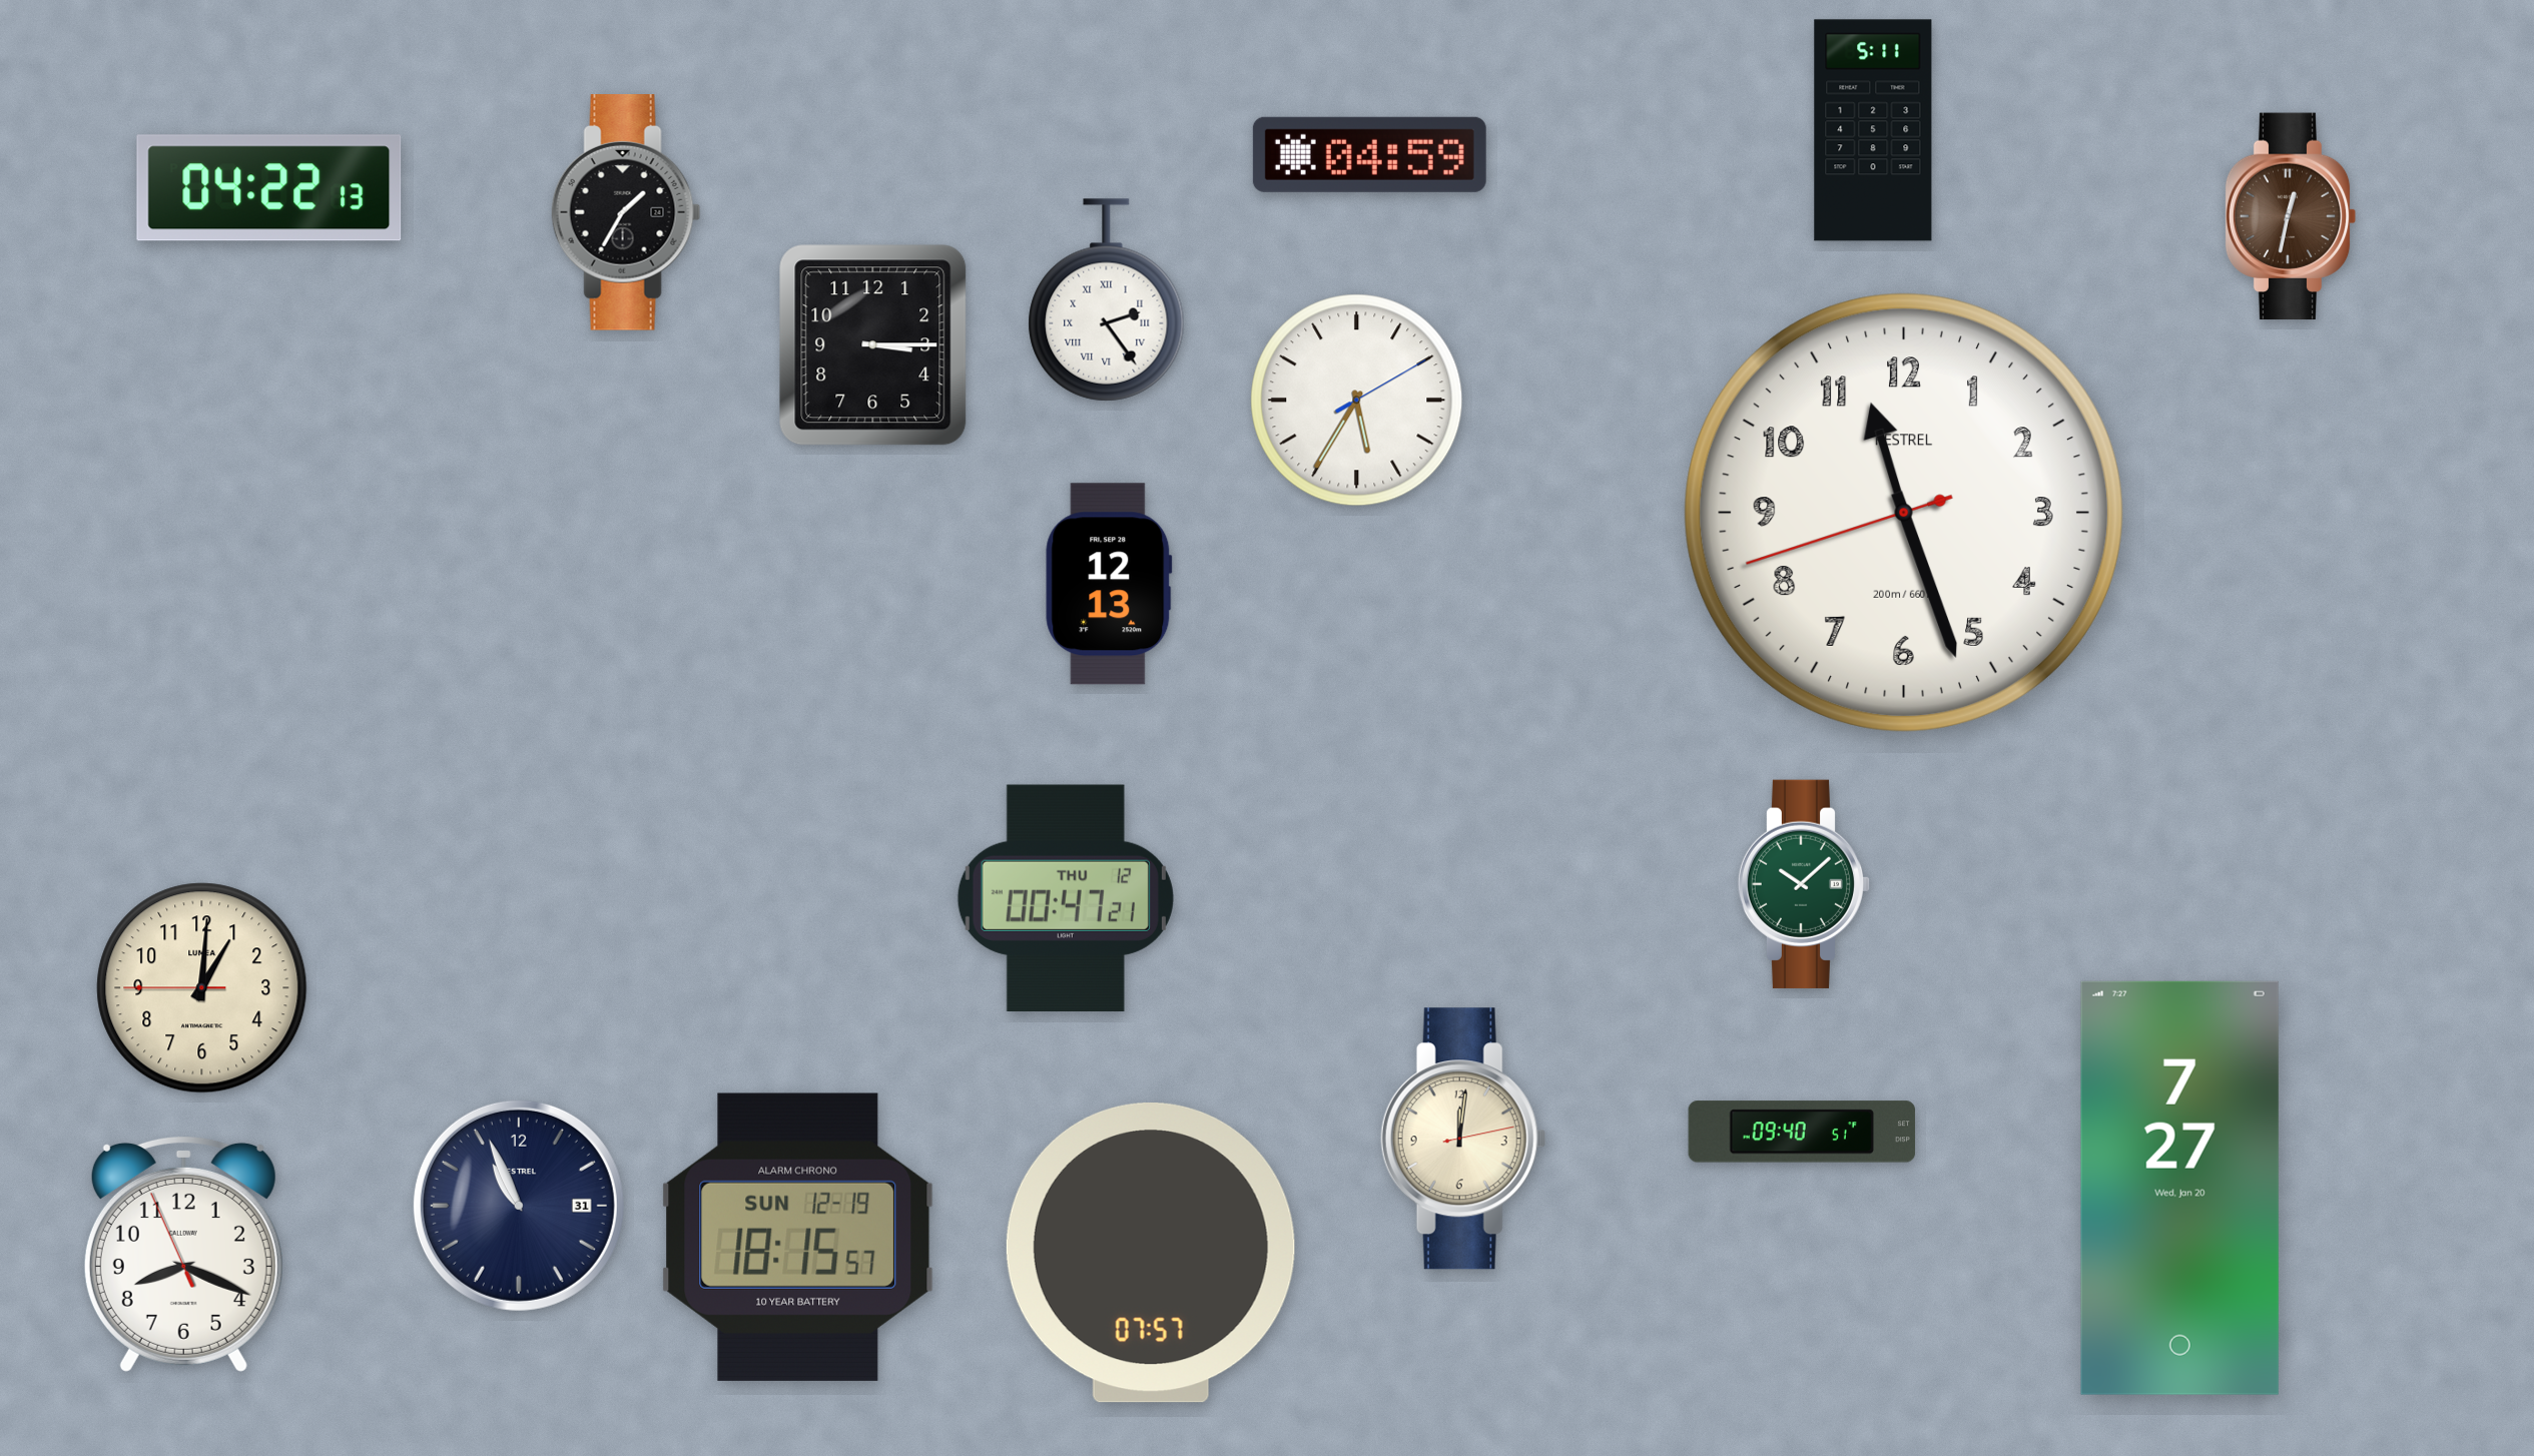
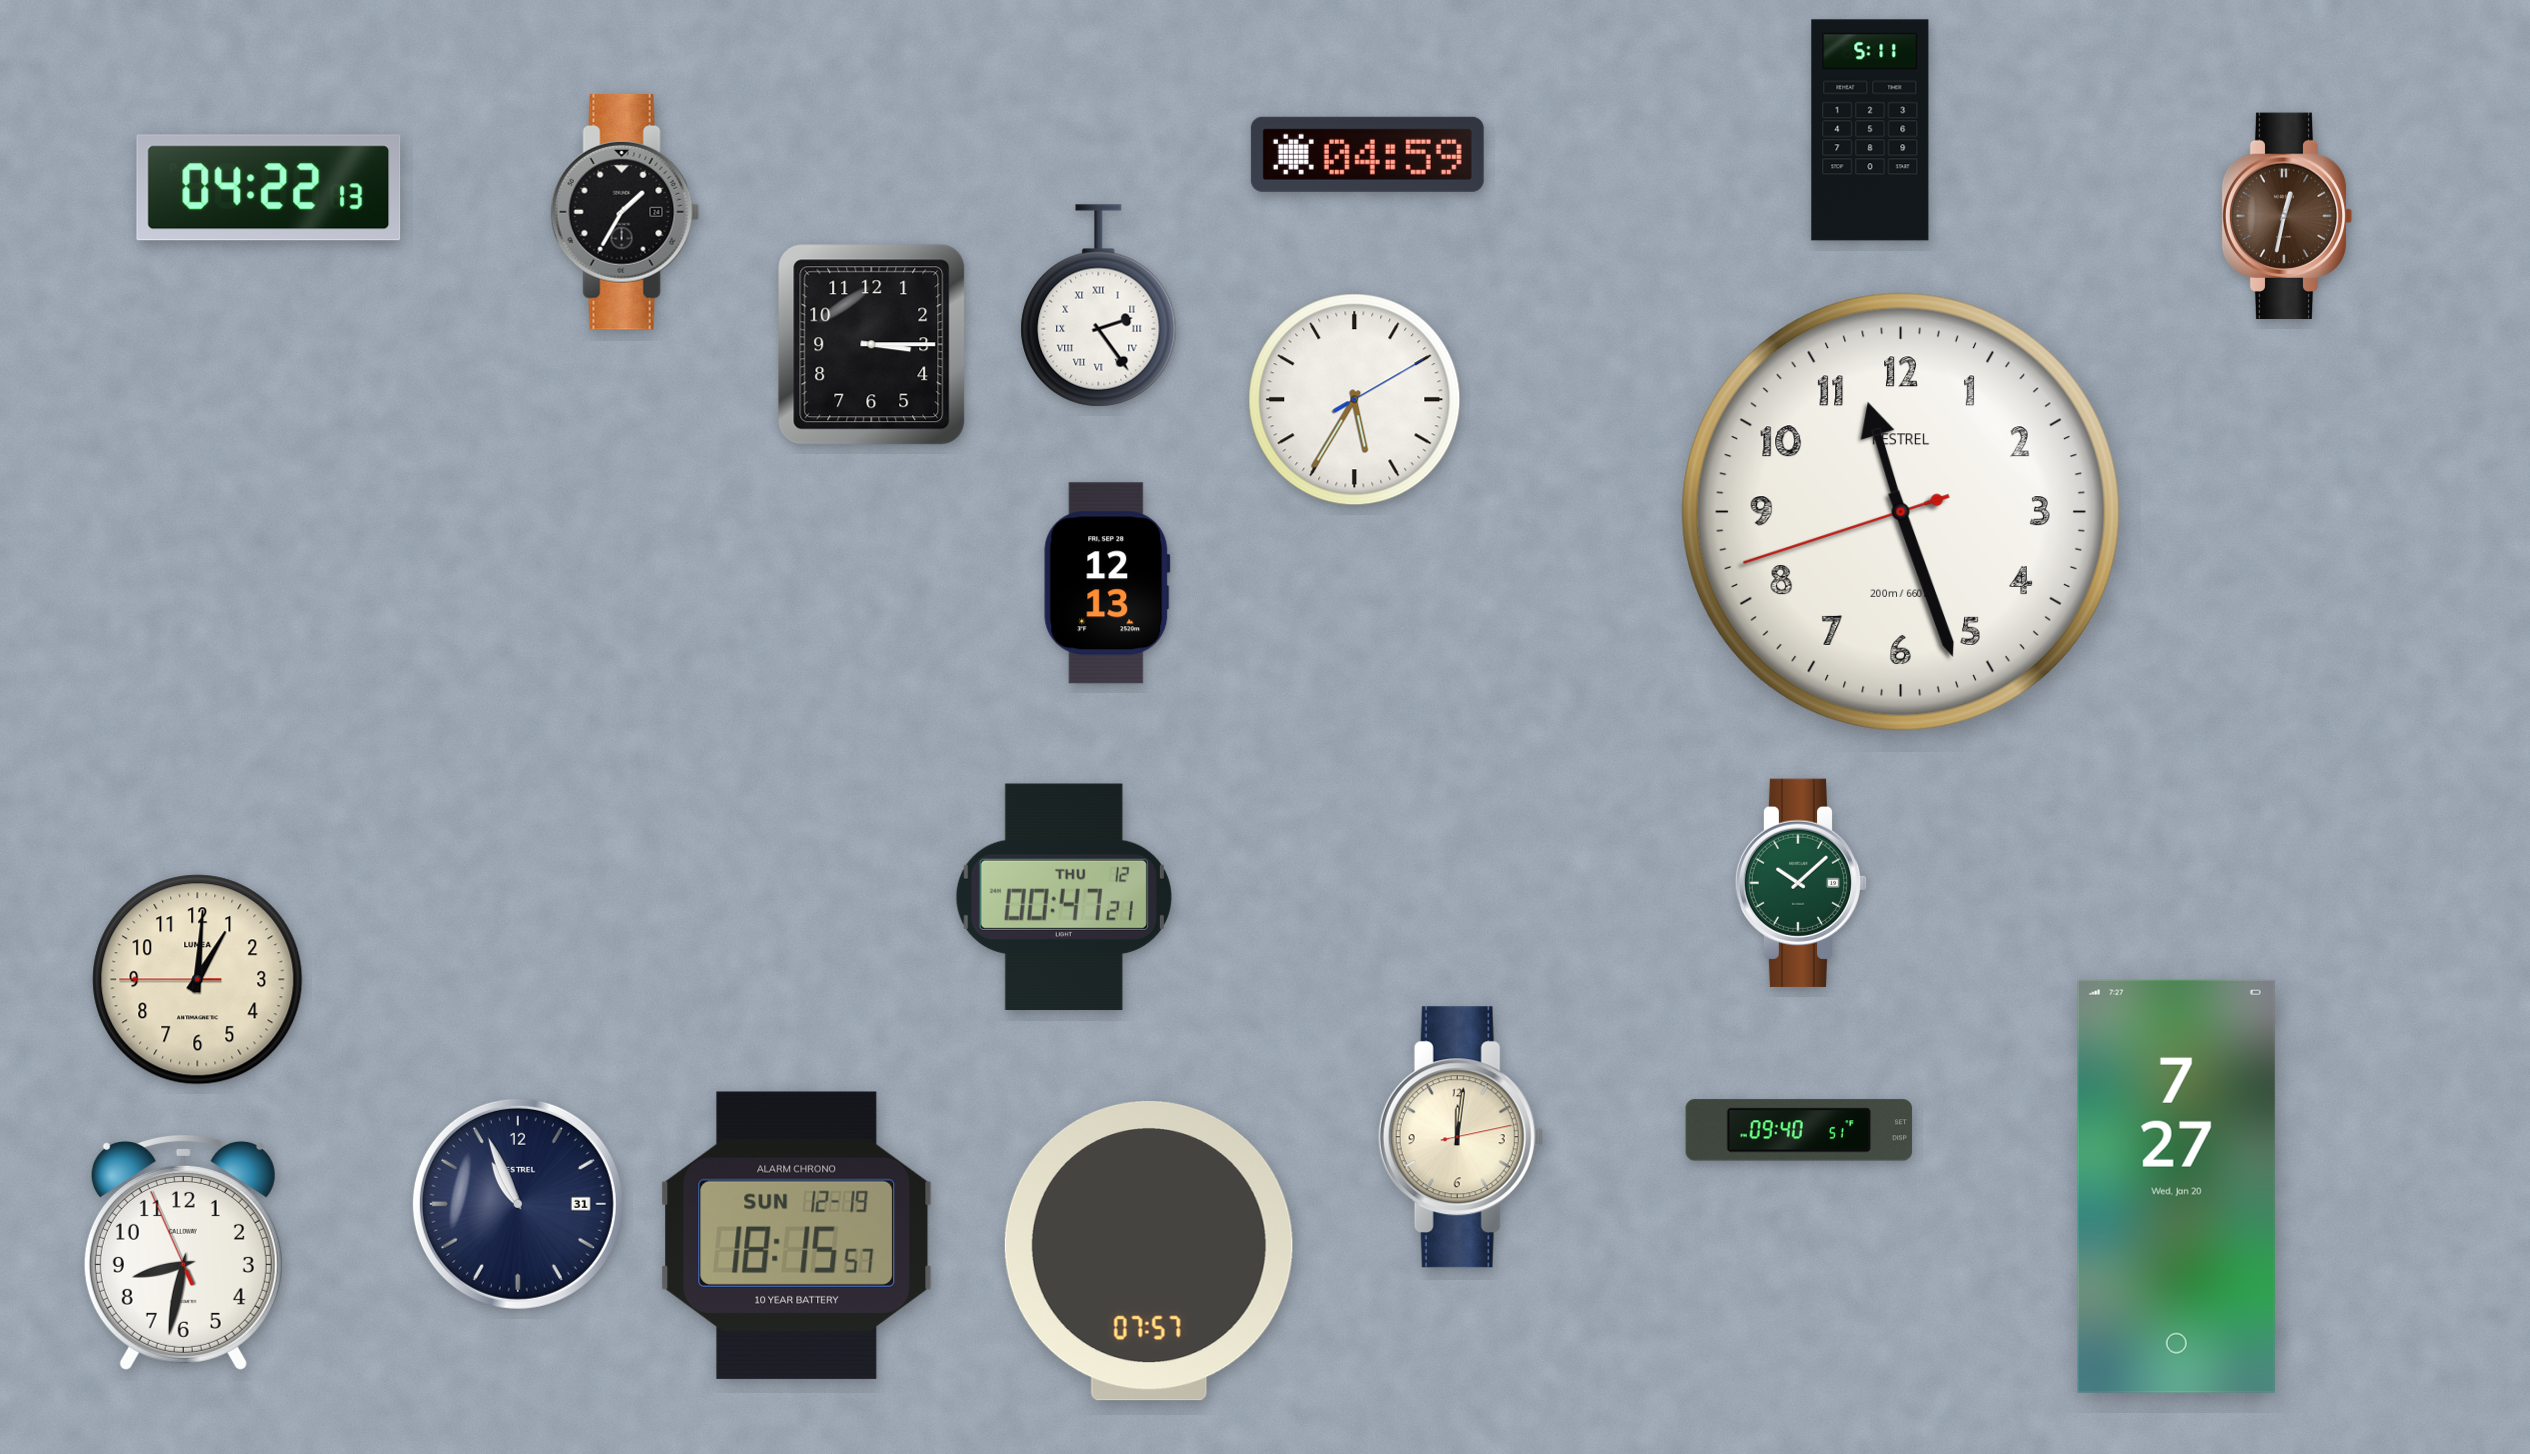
clock at (1107, 300) position: (1107, 300) -> (1099, 306)
clock at (202, 988) position: (202, 988) -> (198, 980)
clock at (183, 1254): 8:18 -> 8:31
